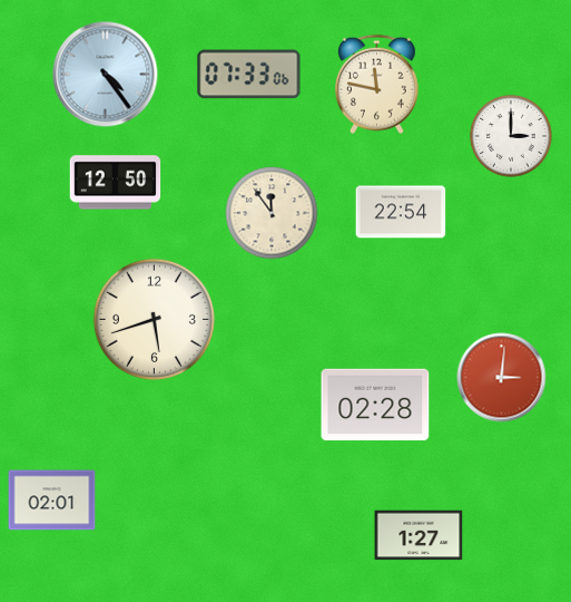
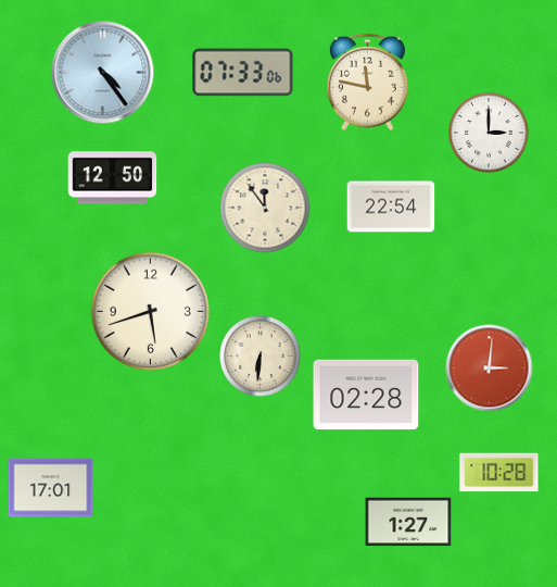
clock at (511, 136) position: (511, 136) -> (489, 133)
clock at (261, 357): none -> 6:31
clock at (499, 473): none -> 10:28
clock at (52, 501): 02:01 -> 17:01
